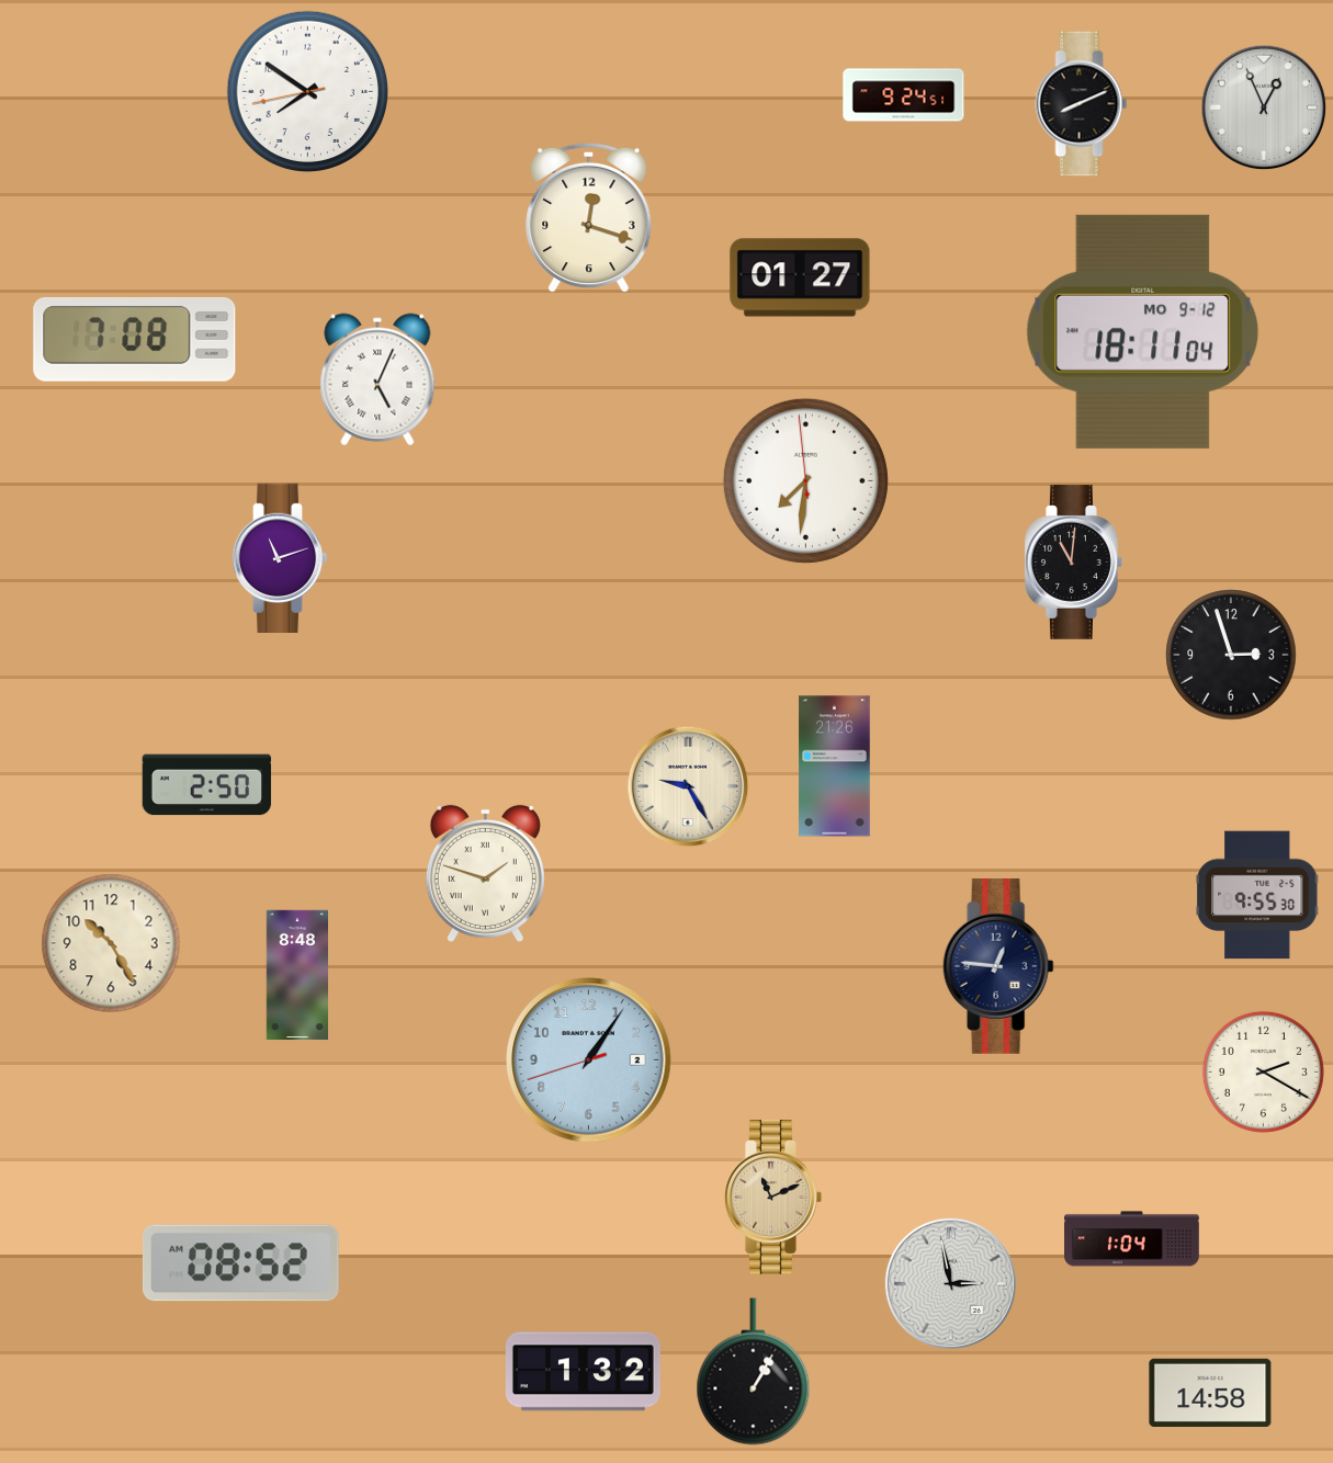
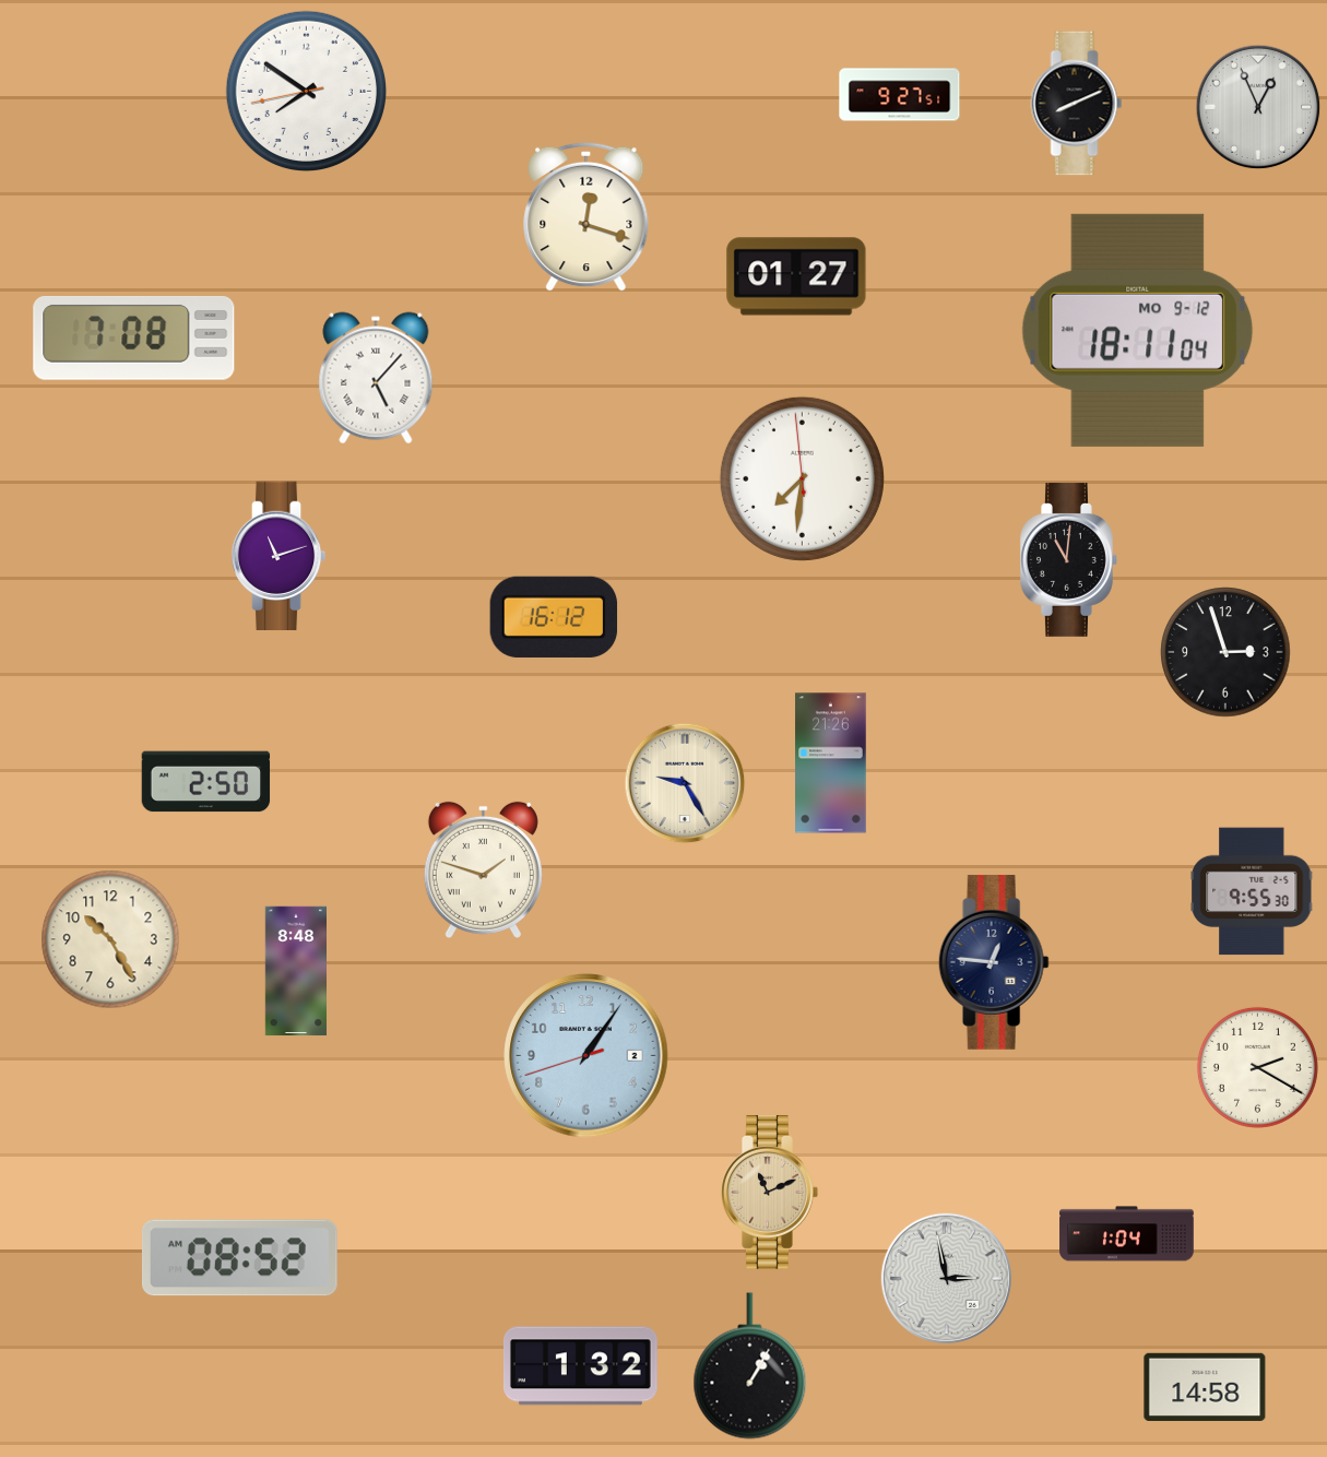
clock at (904, 95): 9:24 -> 9:27
clock at (377, 379): 5:04 -> 5:07
clock at (554, 617): none -> 16:12
